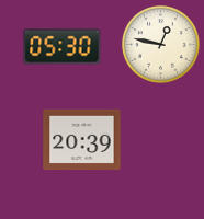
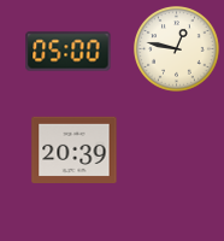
clock at (63, 47): 05:30 -> 05:00
clock at (82, 140) position: (82, 140) -> (75, 151)
